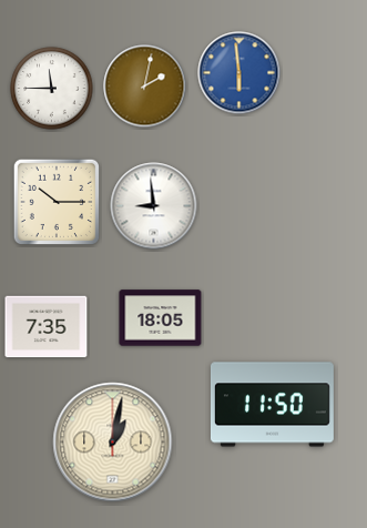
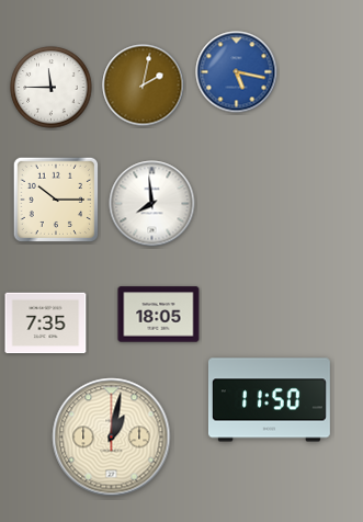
clock at (239, 73): 5:59 -> 5:17
clock at (154, 206): 8:59 -> 7:59
